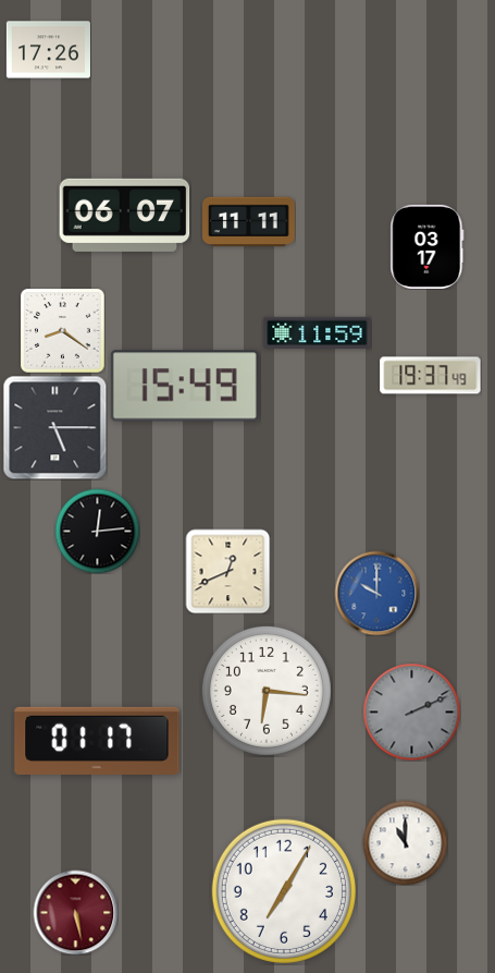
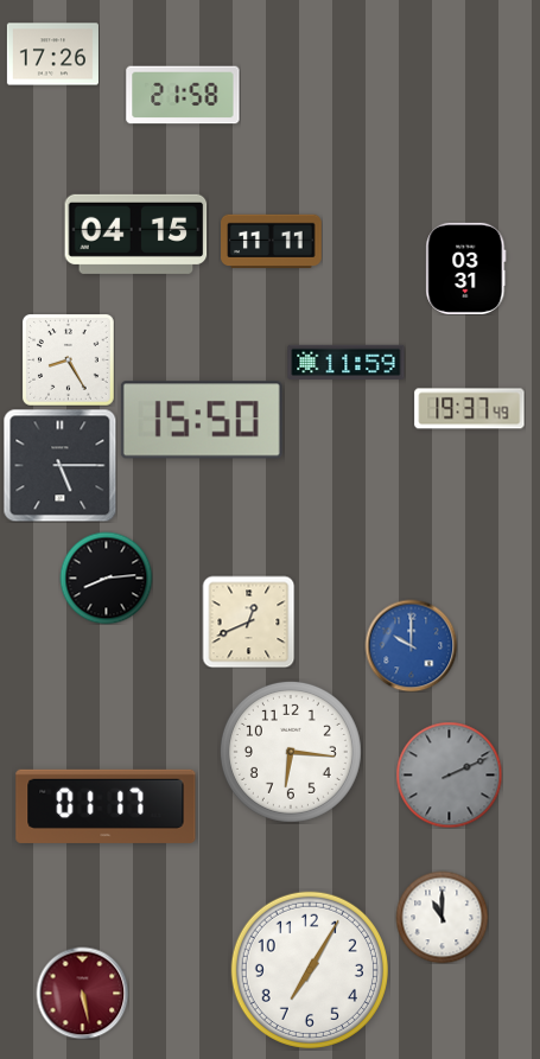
clock at (183, 95): none -> 21:58
clock at (125, 215): 06:07 -> 04:15
clock at (428, 246): 03:17 -> 03:31
clock at (63, 331): 8:21 -> 8:25
clock at (185, 386): 15:49 -> 15:50
clock at (97, 531): 12:14 -> 8:14
